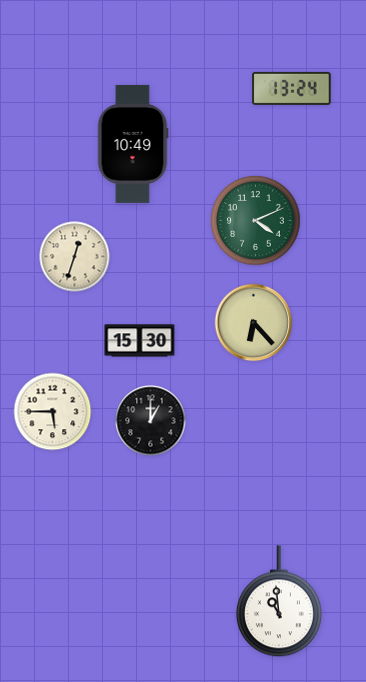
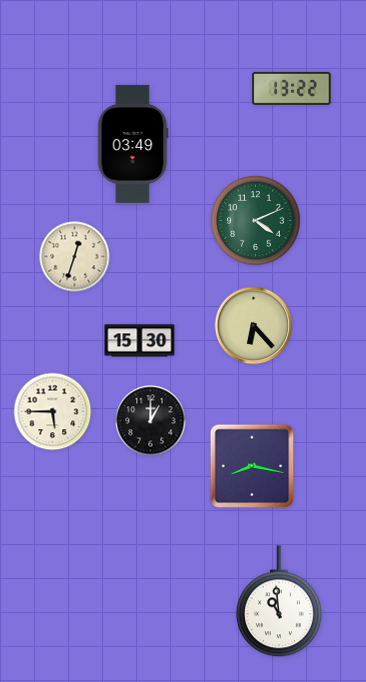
clock at (292, 88): 13:24 -> 13:22
clock at (133, 144): 10:49 -> 03:49
clock at (254, 323) position: (254, 323) -> (254, 326)
clock at (252, 466): none -> 8:17
